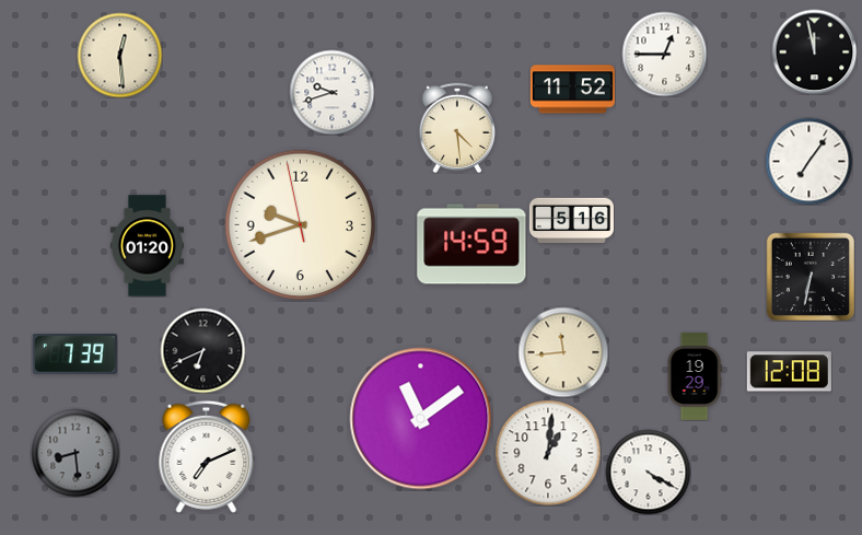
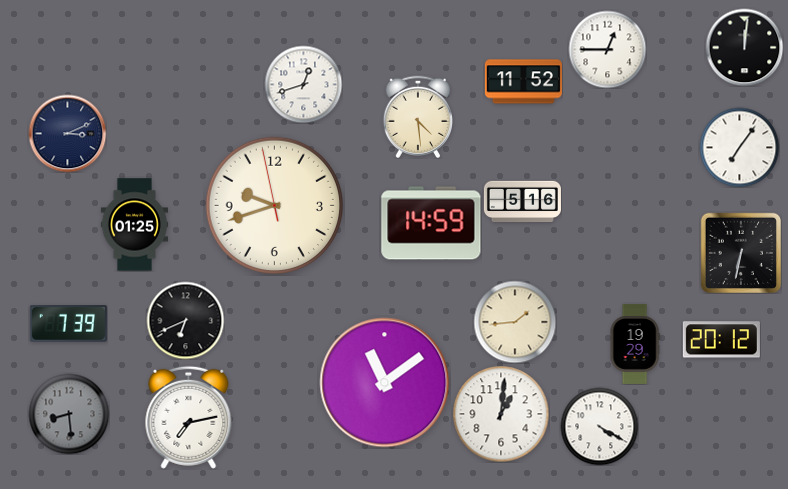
clock at (814, 51): 11:58 -> 12:01
clock at (119, 55): 12:29 -> none
clock at (331, 92): 9:42 -> 12:42
clock at (67, 133): none -> 3:11
clock at (147, 246): 01:20 -> 01:25
clock at (563, 352): 11:44 -> 1:44
clock at (789, 372): 12:08 -> 20:12
clock at (207, 456): 7:11 -> 7:13
clock at (648, 472) position: (648, 472) -> (599, 426)
